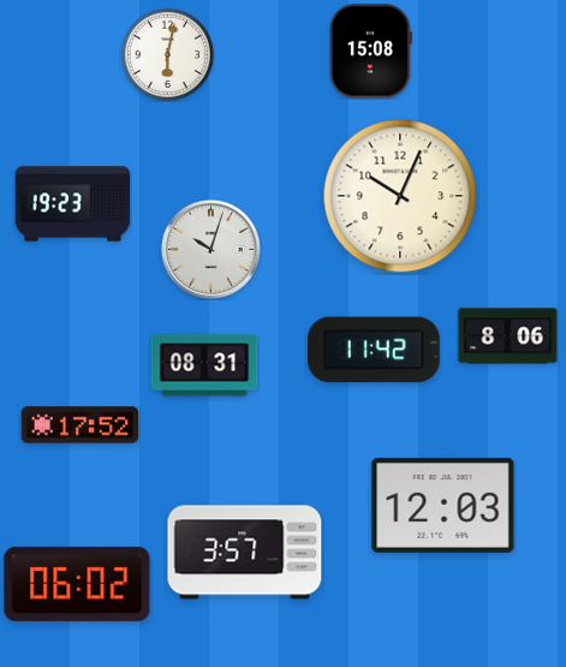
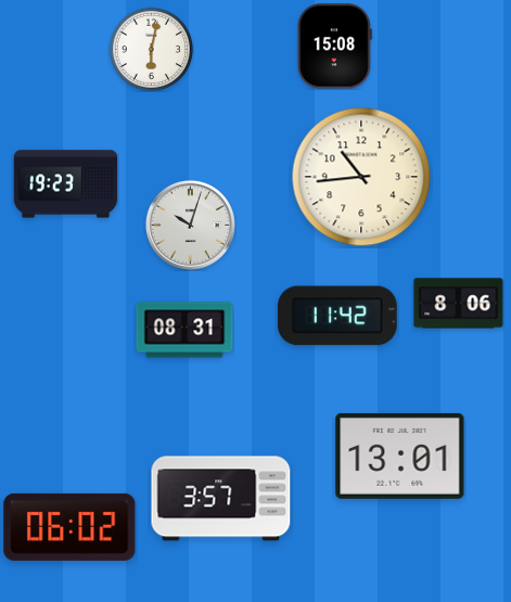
clock at (400, 196): 10:04 -> 10:44
clock at (81, 425): 17:52 -> none
clock at (443, 505): 12:03 -> 13:01
